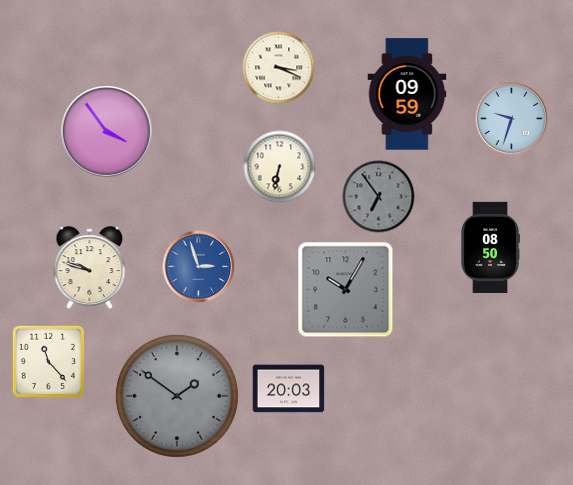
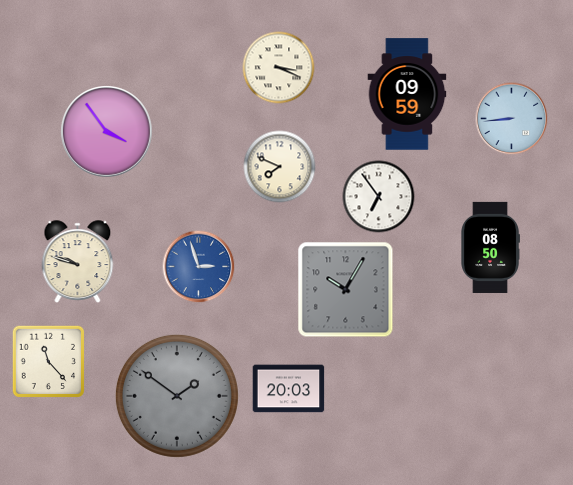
clock at (512, 119): 9:33 -> 8:44
clock at (280, 167): 6:32 -> 7:49
clock at (379, 197) dial: grey -> white
clock at (90, 268) position: (90, 268) -> (78, 262)
